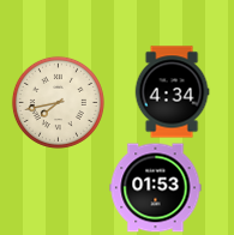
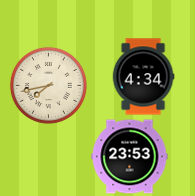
clock at (156, 188): 01:53 -> 23:53
